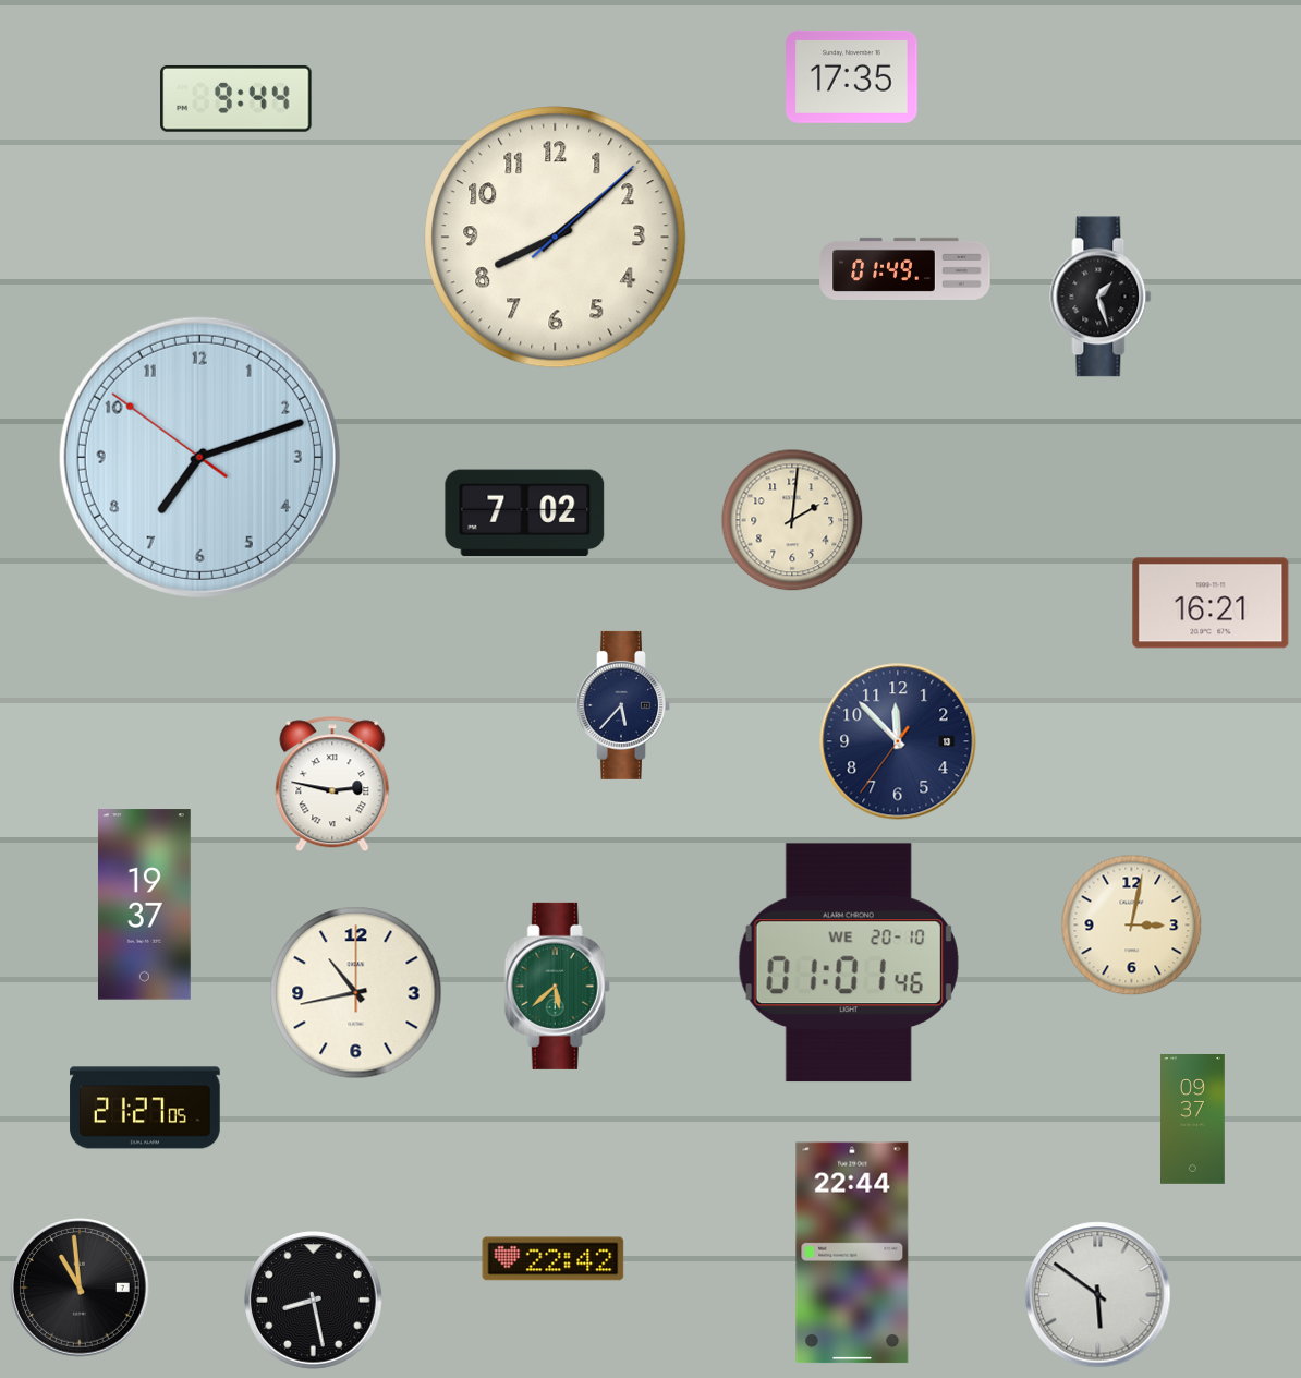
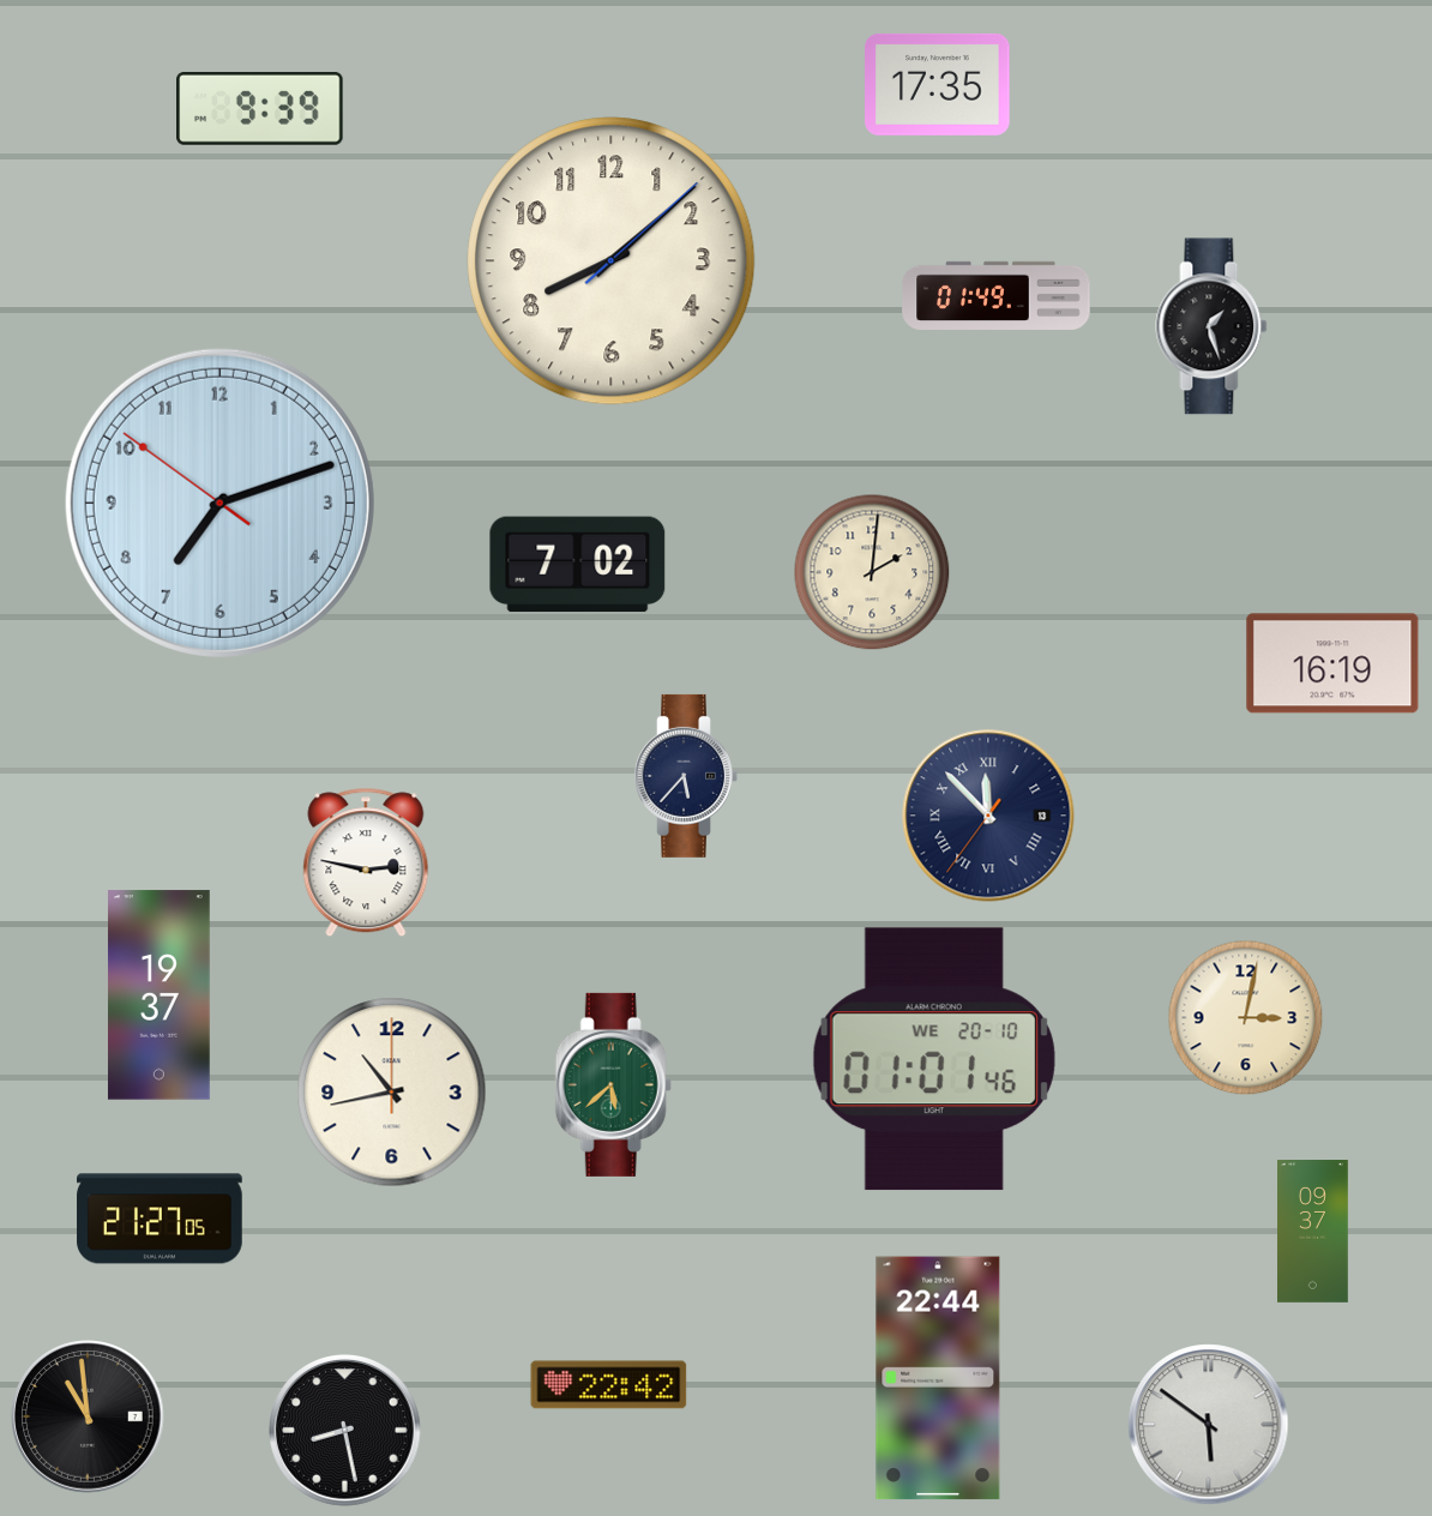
clock at (236, 98): 9:44 -> 9:39
clock at (1211, 603): 16:21 -> 16:19
clock at (898, 741) numerals: Arabic -> Roman
